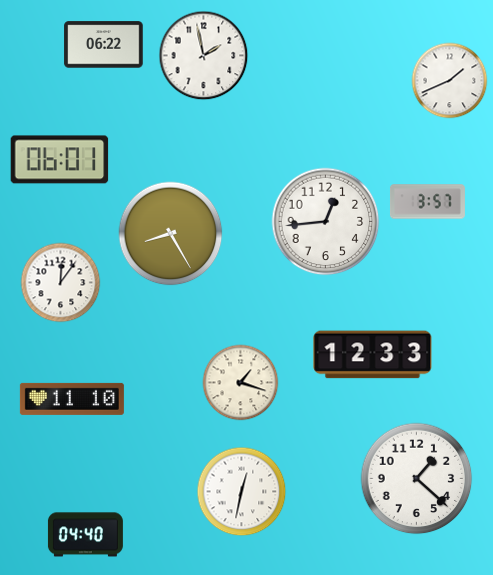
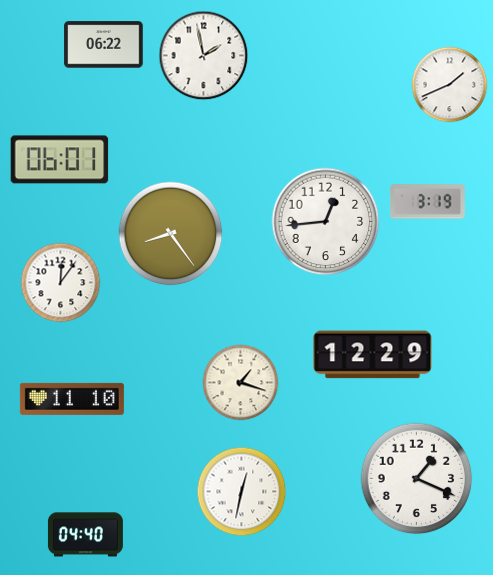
clock at (450, 81) position: (450, 81) -> (450, 85)
clock at (427, 202): 3:57 -> 3:19
clock at (171, 234): 8:25 -> 8:24
clock at (373, 355): 12:33 -> 12:29
clock at (417, 479): 1:22 -> 1:19
